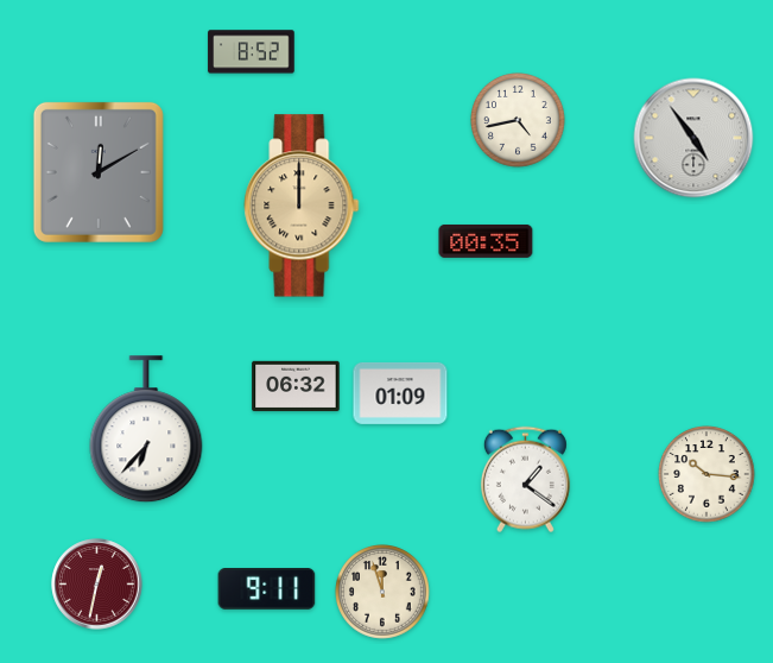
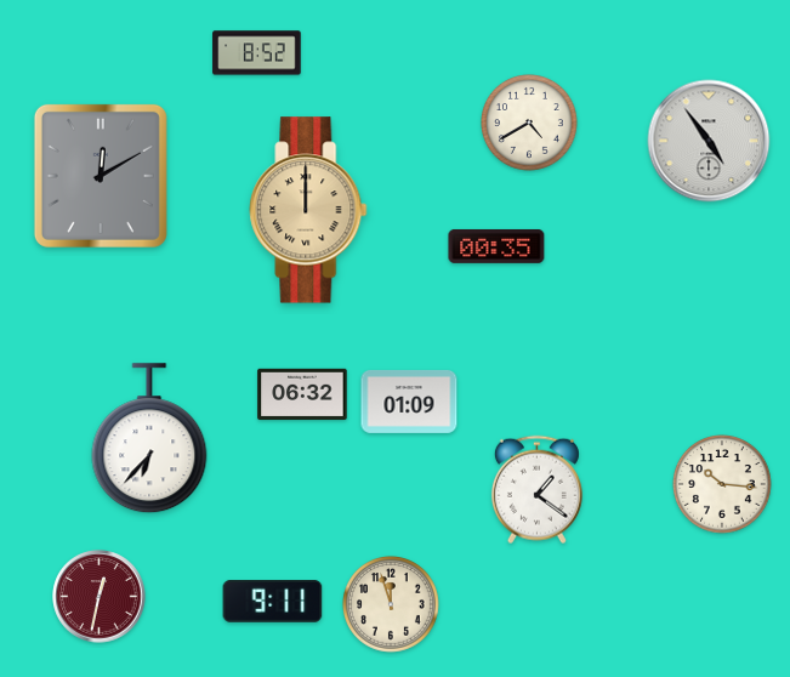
clock at (519, 121): 4:43 -> 4:40
